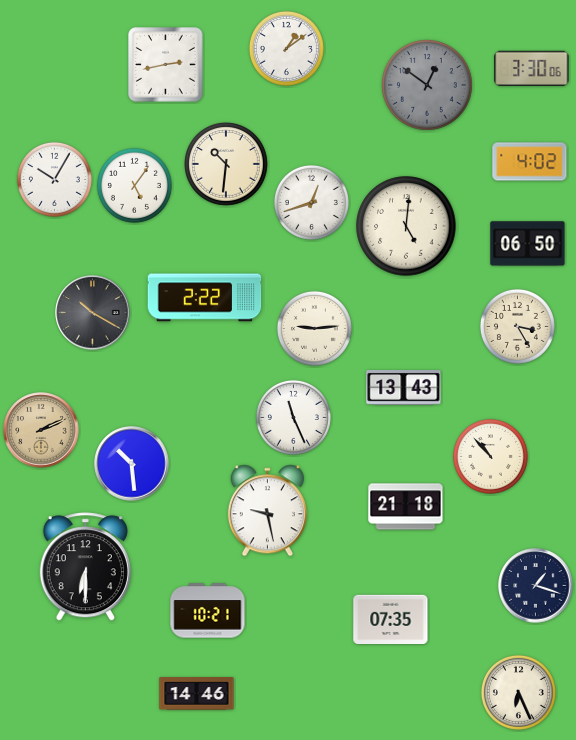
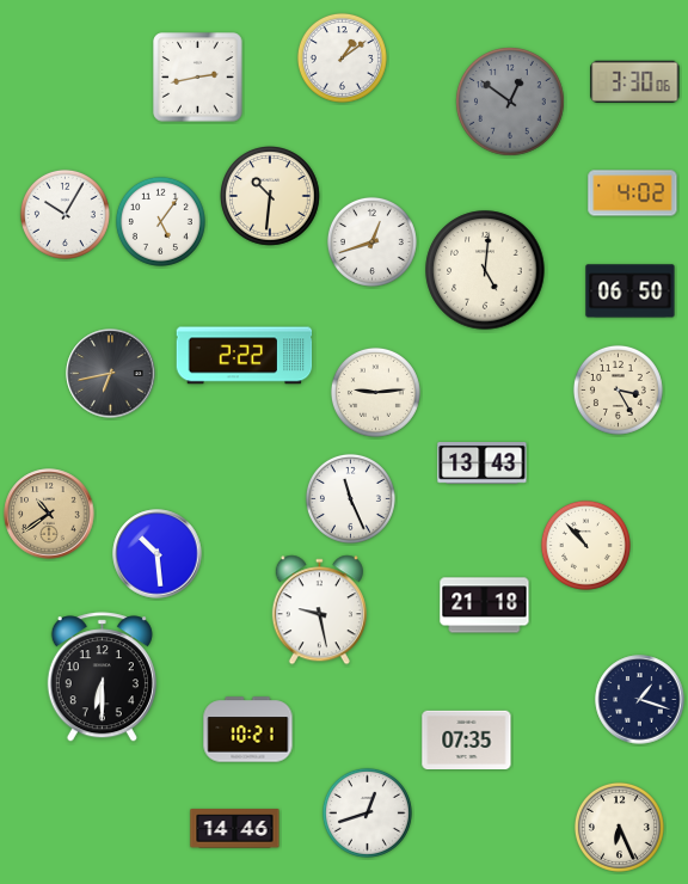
clock at (93, 313): 10:20 -> 6:43
clock at (41, 430): 2:11 -> 10:39
clock at (367, 812): none -> 12:42
